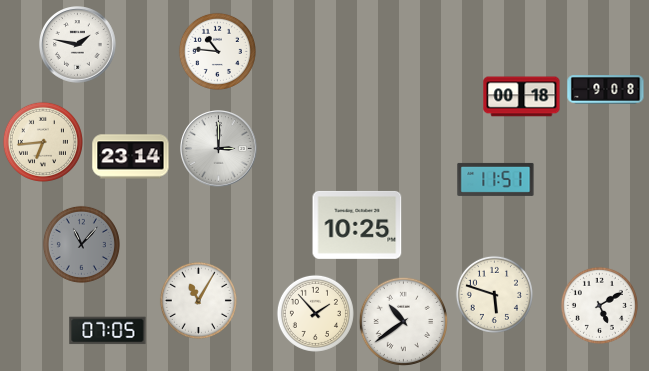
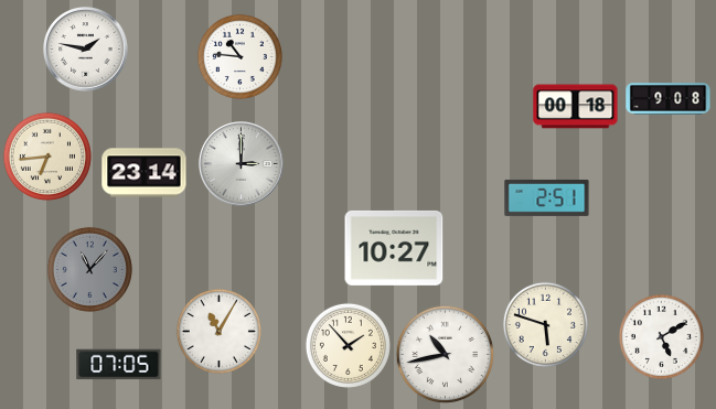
clock at (496, 179): 11:51 -> 2:51
clock at (357, 225): 10:25 -> 10:27
clock at (403, 321): 10:39 -> 10:43
